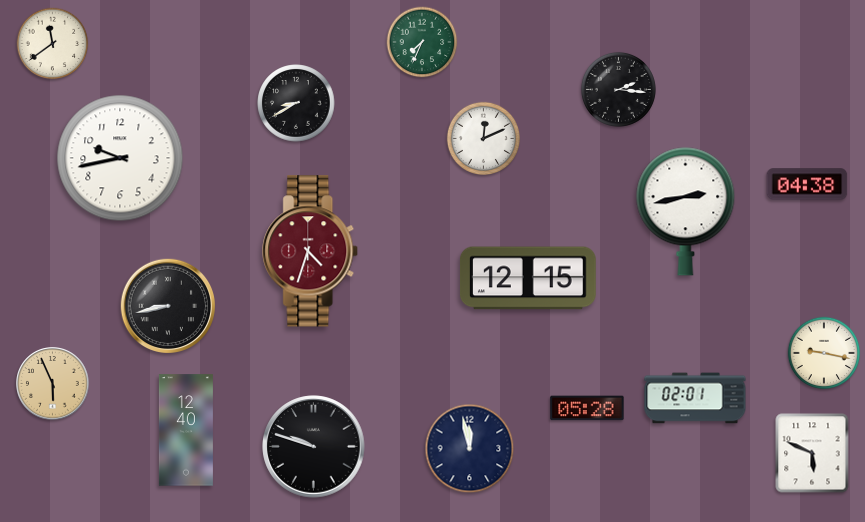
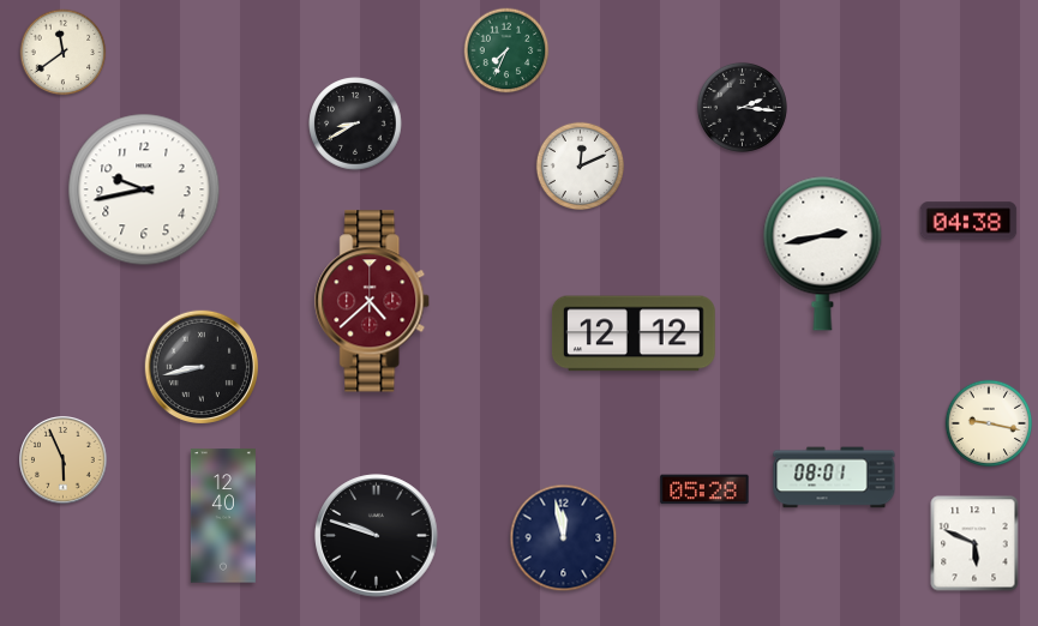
clock at (311, 251): 4:33 -> 4:38
clock at (528, 278): 12:15 -> 12:12
clock at (695, 398): 02:01 -> 08:01
